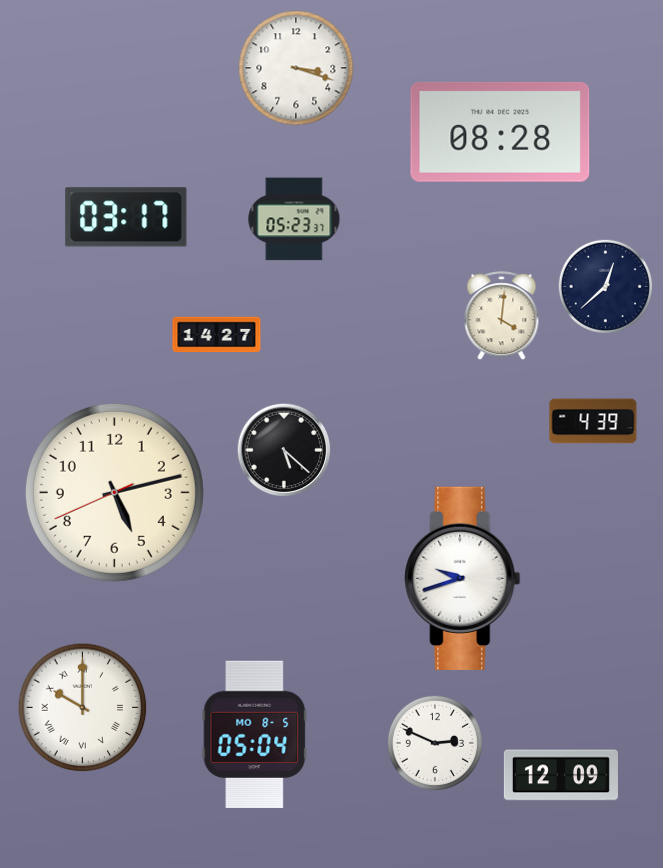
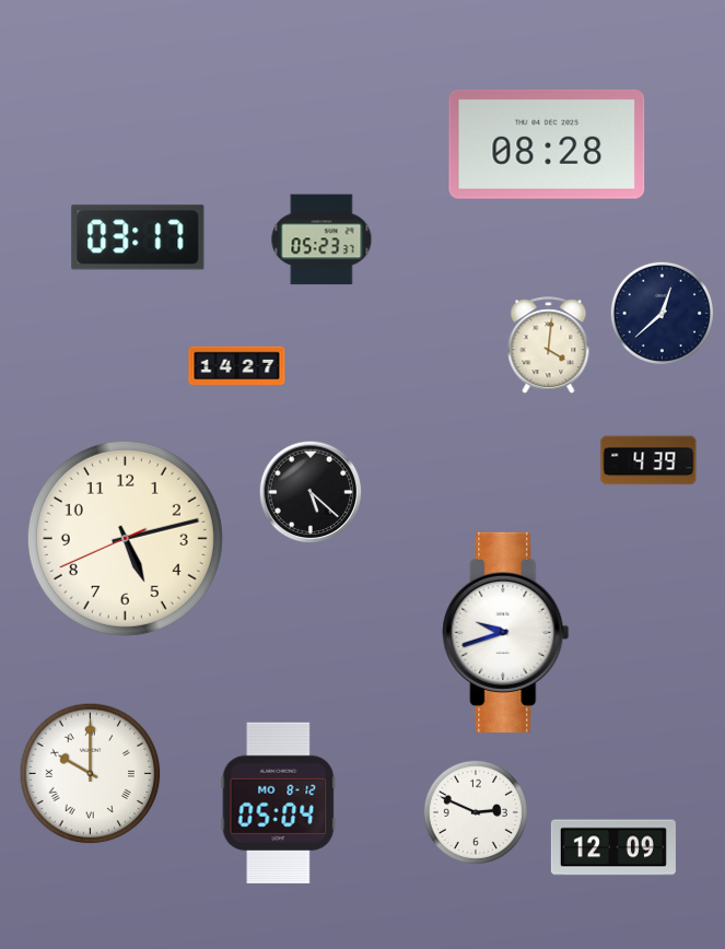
clock at (296, 68): 3:18 -> none
clock at (255, 734) date: MO 8-5 -> MO 8-12
